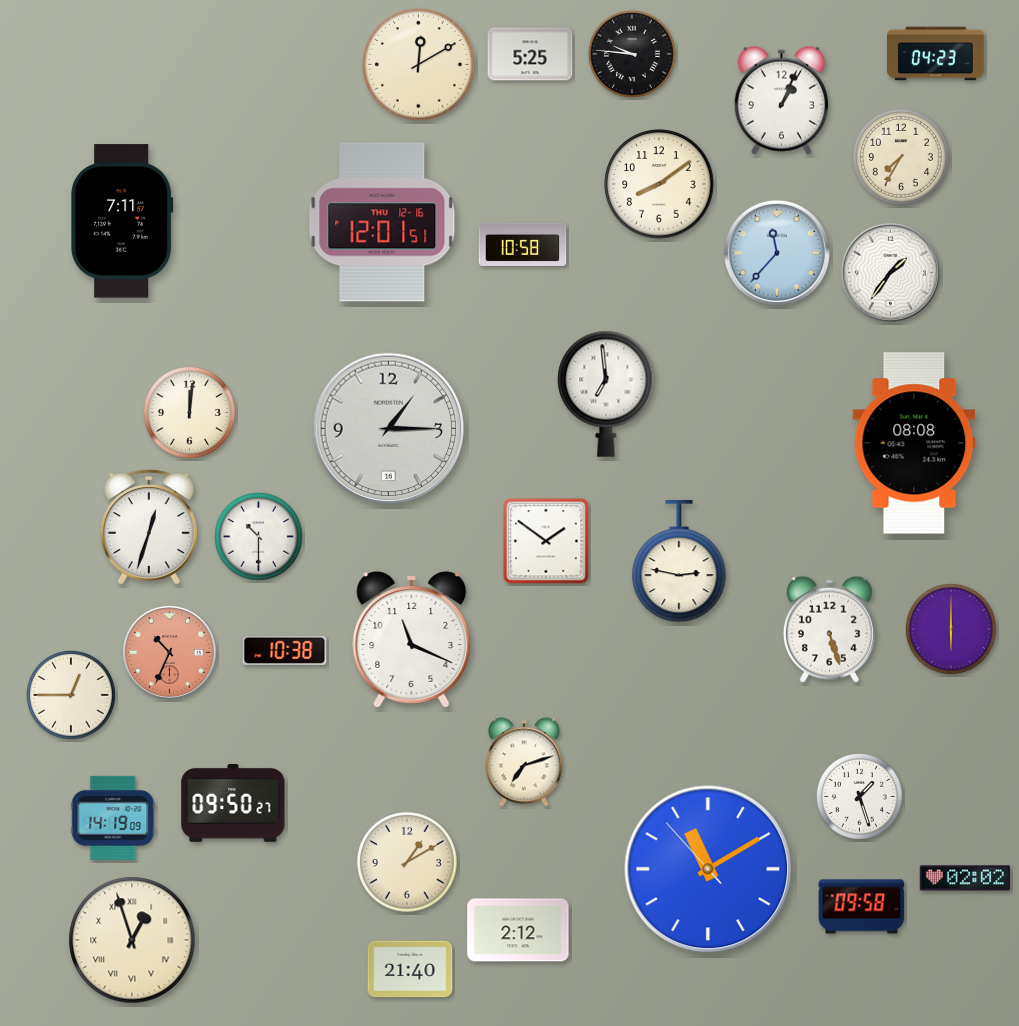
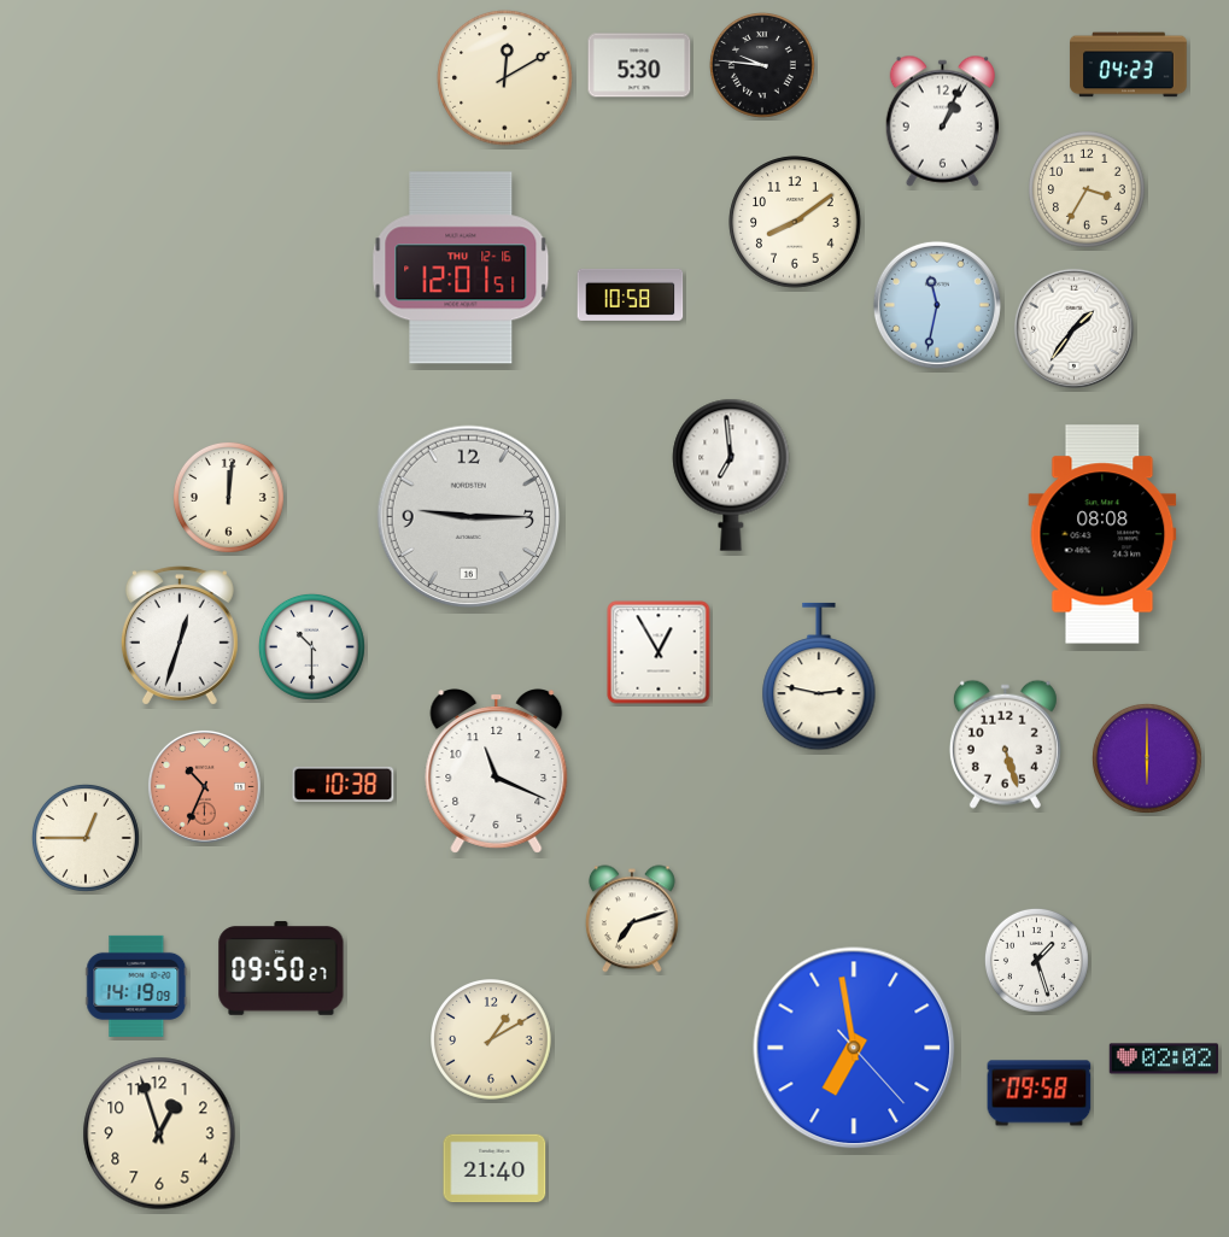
clock at (530, 54): 5:25 -> 5:30
clock at (902, 158): 7:35 -> 3:35
clock at (122, 221): 7:11 -> none
clock at (777, 253): 11:37 -> 11:32
clock at (389, 429): 1:15 -> 9:15
clock at (546, 541): 1:51 -> 12:55
clock at (829, 629) position: (829, 629) -> (1005, 744)
clock at (708, 869): 11:09 -> 6:58
clock at (518, 930): 2:12 -> none
clock at (132, 940) numerals: Roman -> Arabic
